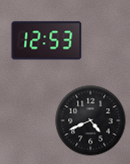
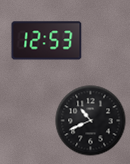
clock at (91, 121): 4:41 -> 10:41
